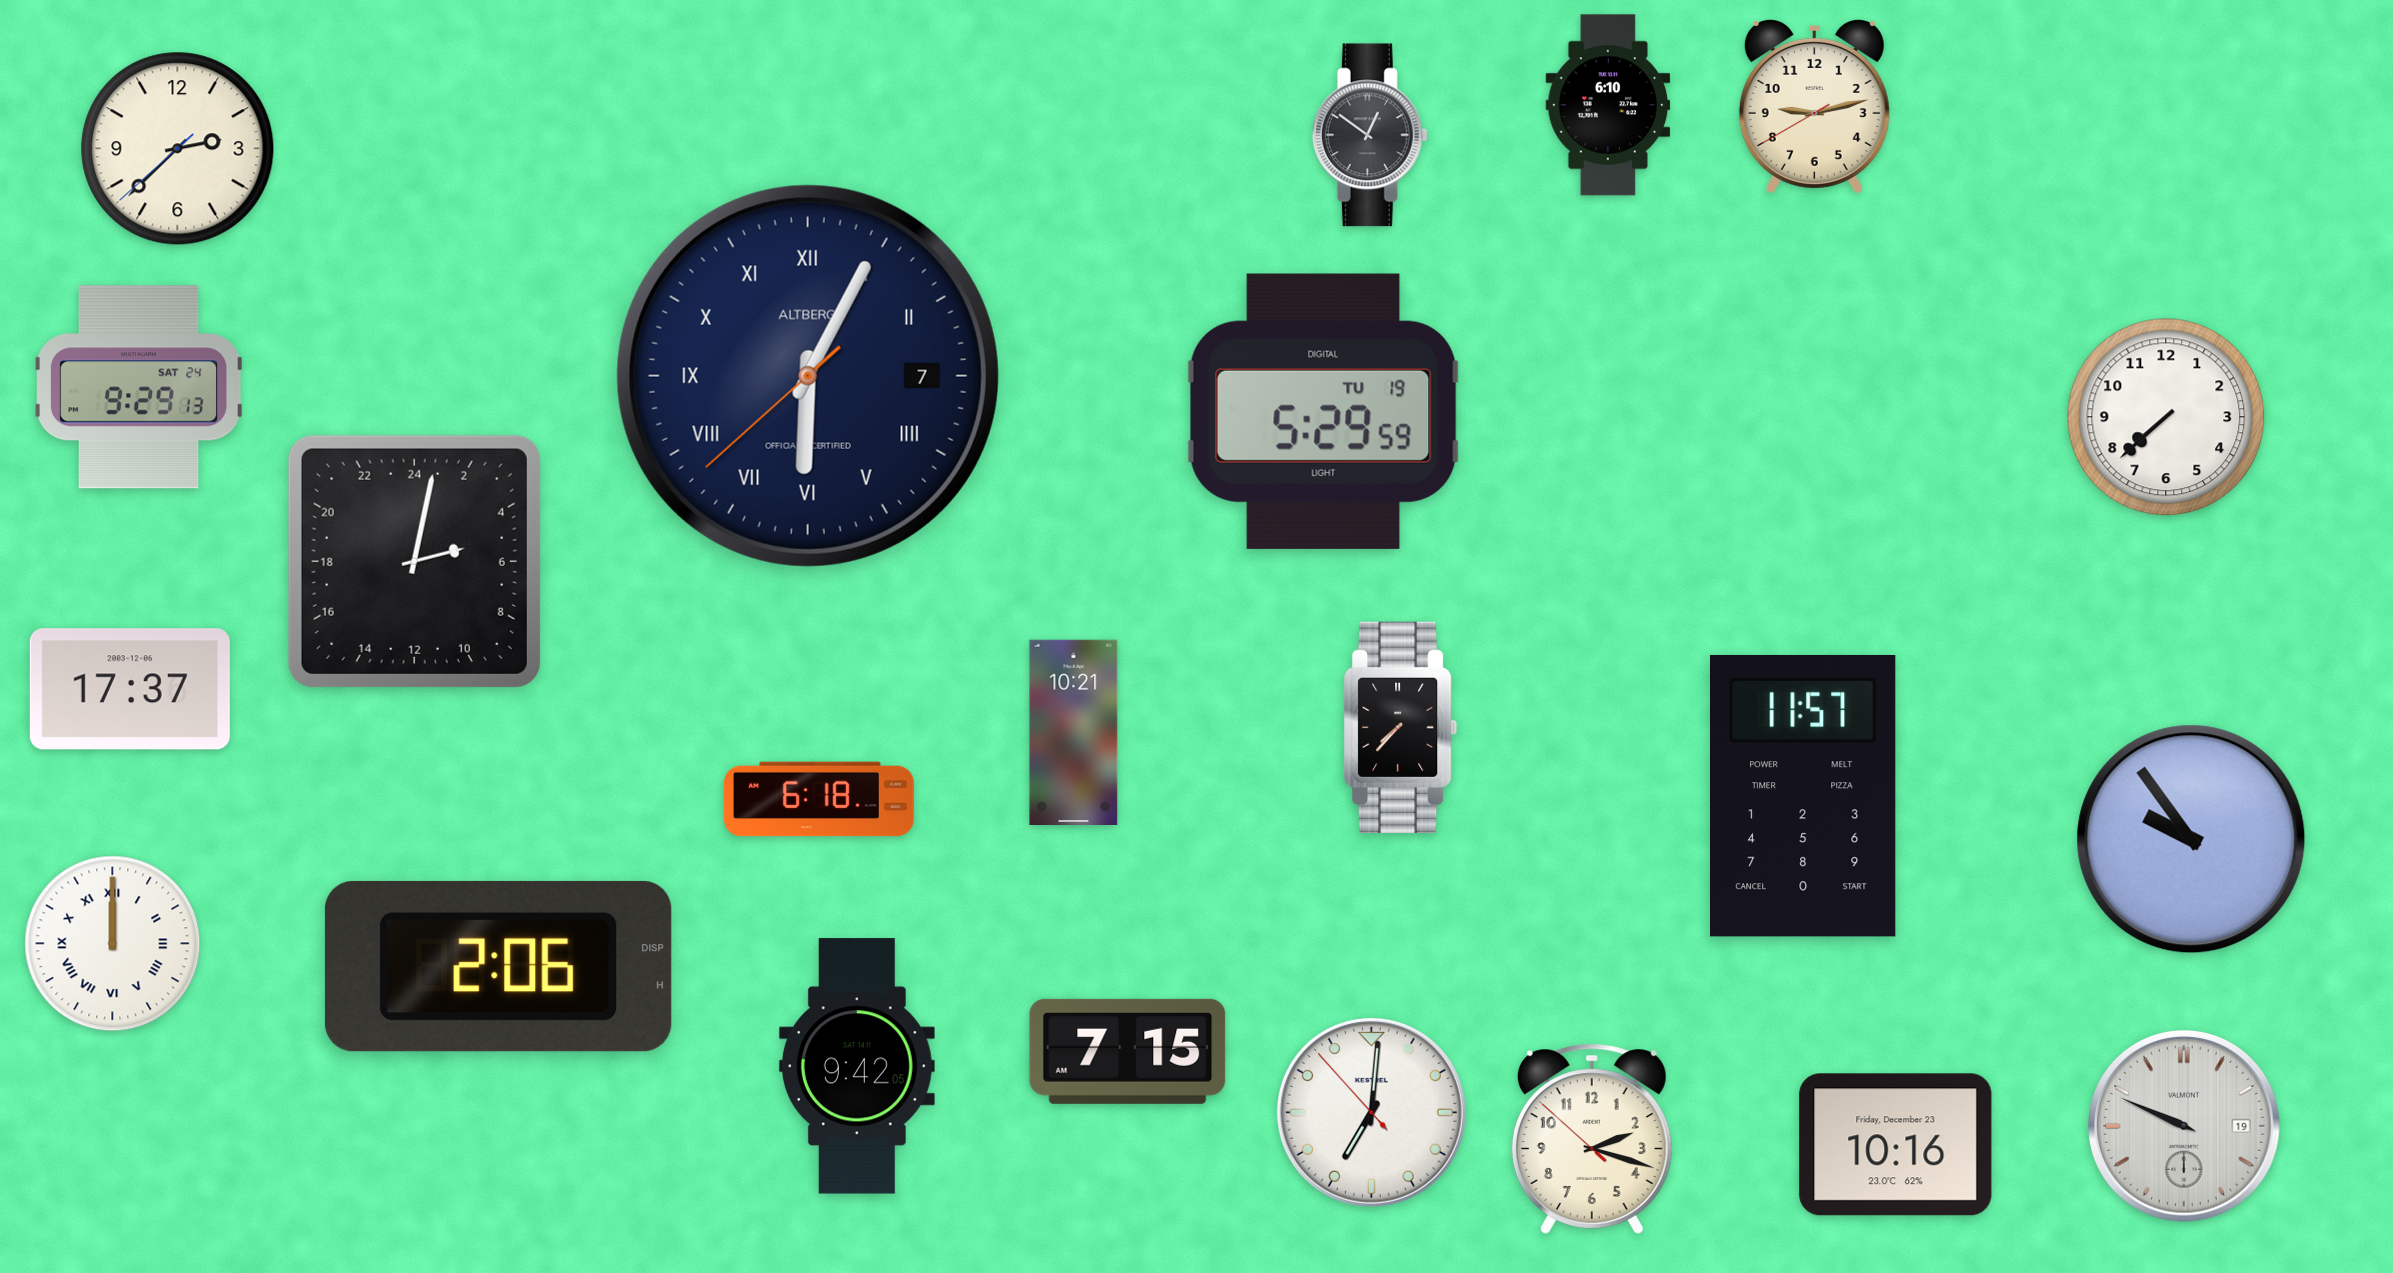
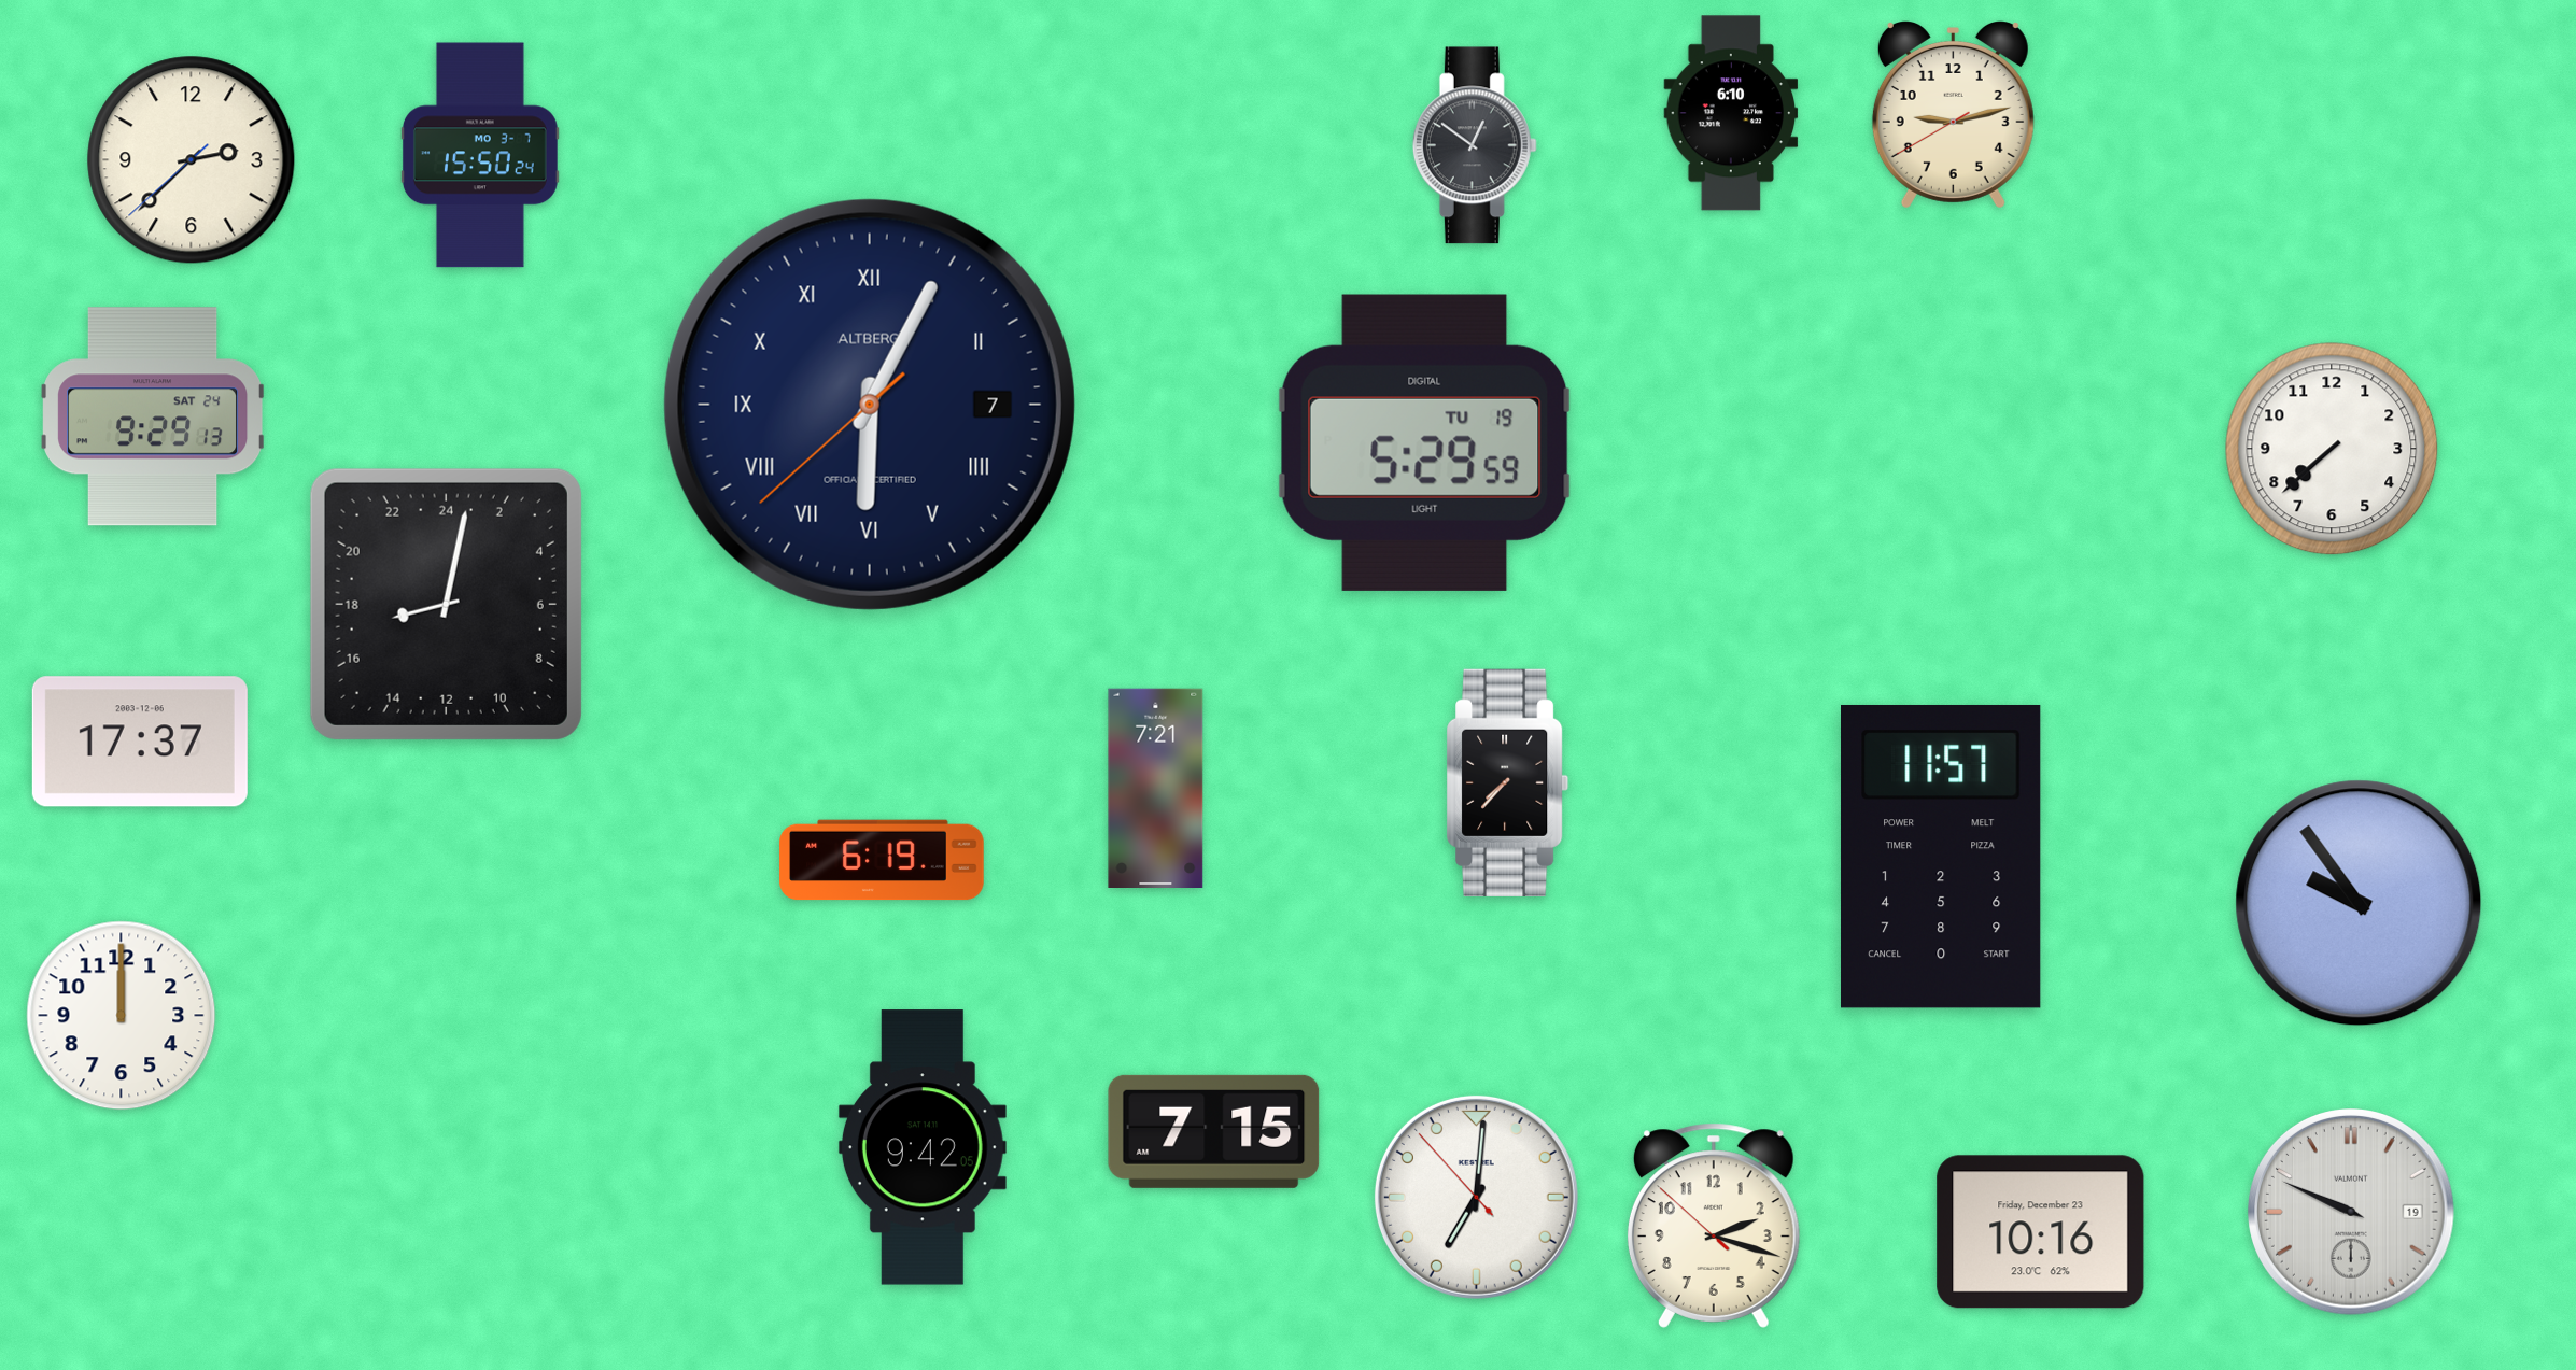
clock at (480, 155): none -> 15:50
clock at (140, 387) position: (140, 387) -> (154, 416)
clock at (414, 561): 5:02 -> 17:02
clock at (1074, 732): 10:21 -> 7:21
clock at (819, 799): 6:18 -> 6:19
clock at (113, 944) numerals: Roman -> Arabic
clock at (498, 966): 2:06 -> none
